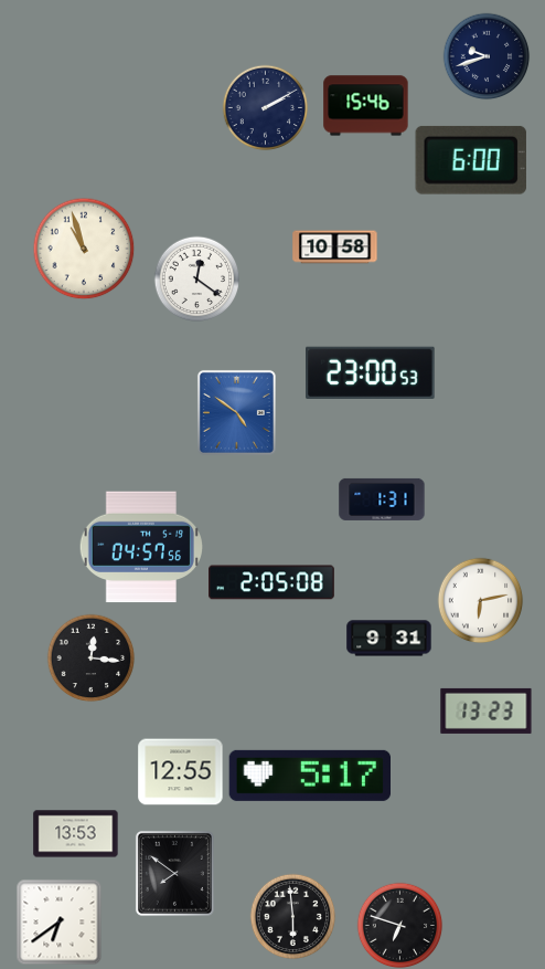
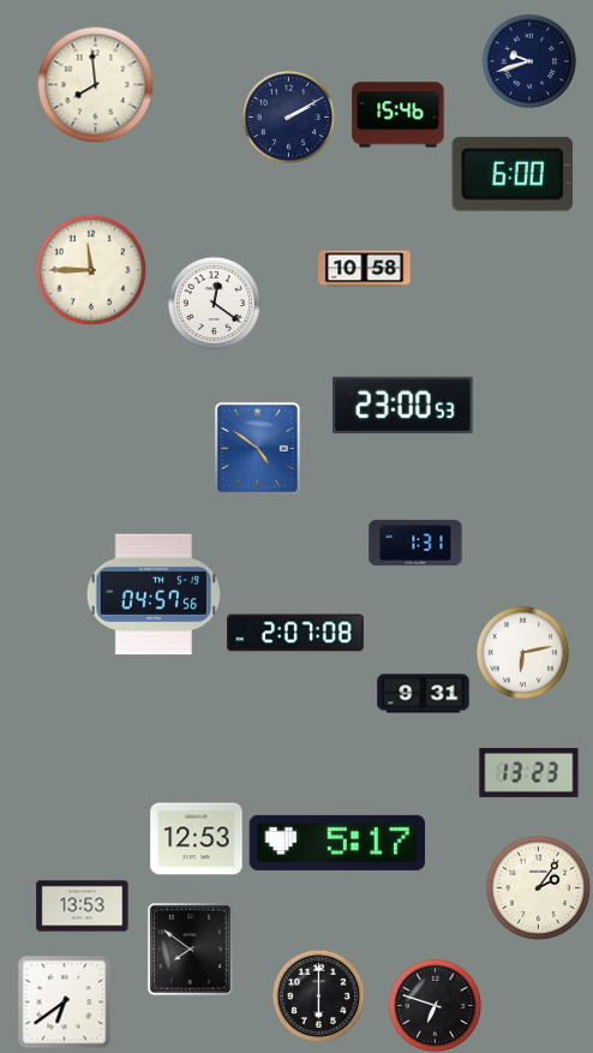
clock at (95, 84): none -> 7:59
clock at (84, 249): 10:57 -> 11:45
clock at (272, 582): 2:05 -> 2:07
clock at (90, 657): 12:16 -> none
clock at (181, 772): 12:55 -> 12:53
clock at (538, 887): none -> 2:06
clock at (292, 916): 5:59 -> 6:00
